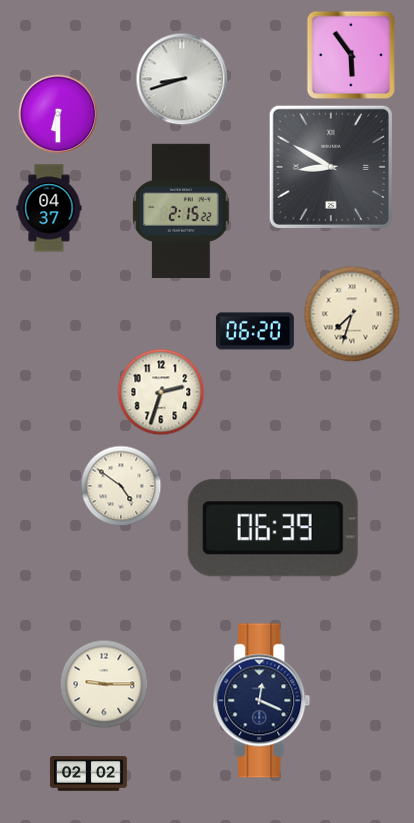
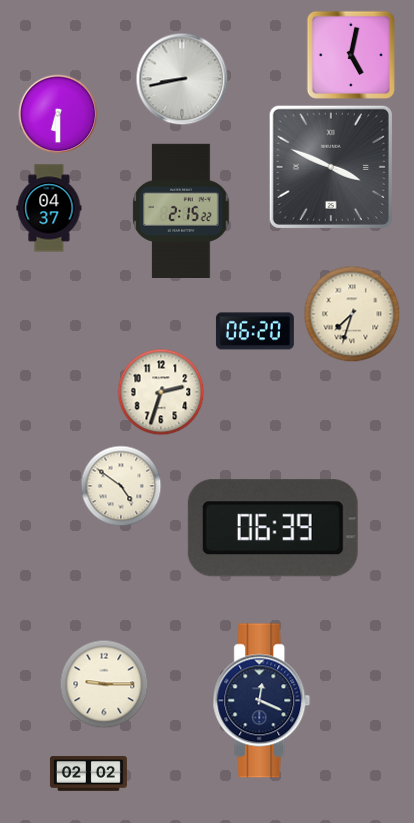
clock at (351, 55): 5:54 -> 5:02
clock at (182, 79): 8:42 -> 8:43
clock at (331, 167): 8:50 -> 3:49
